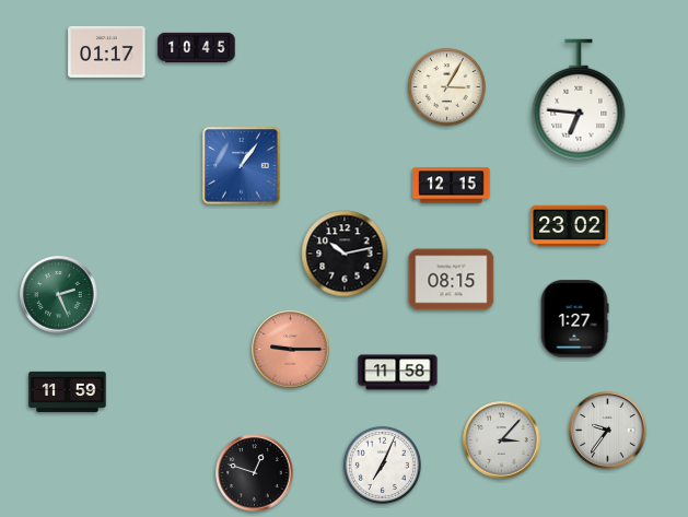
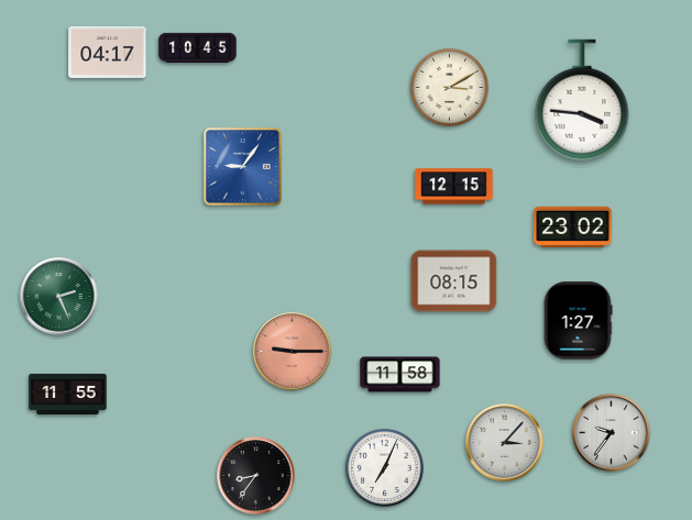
clock at (107, 51): 01:17 -> 04:17
clock at (446, 86): 3:05 -> 3:10
clock at (579, 99): 6:46 -> 3:46
clock at (242, 166): 1:06 -> 9:06
clock at (345, 254): 10:13 -> none
clock at (68, 391): 11:59 -> 11:55
clock at (255, 473): 12:48 -> 8:36
